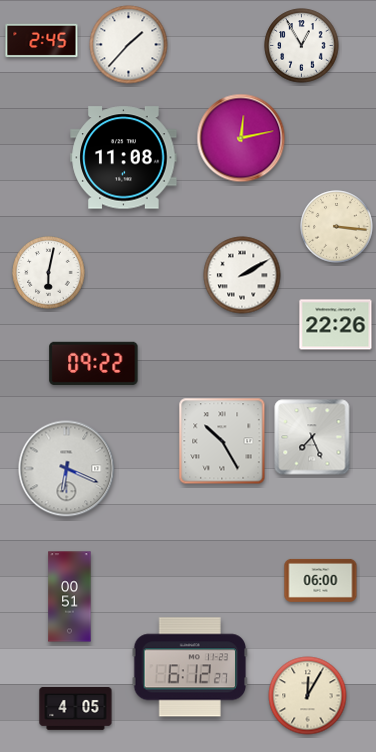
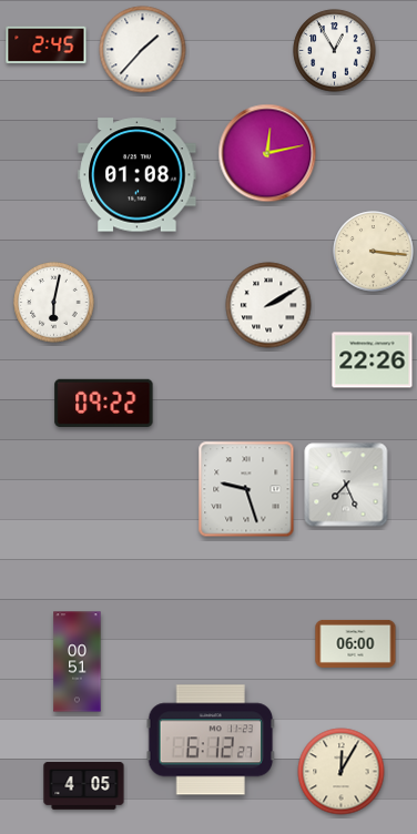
clock at (124, 158): 11:08 -> 01:08
clock at (222, 441): 10:25 -> 9:27
clock at (67, 469): 6:19 -> none
